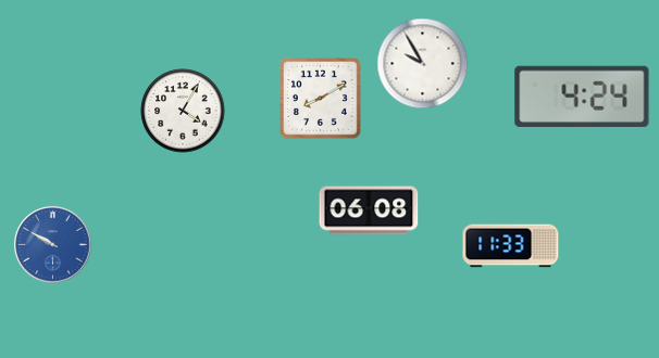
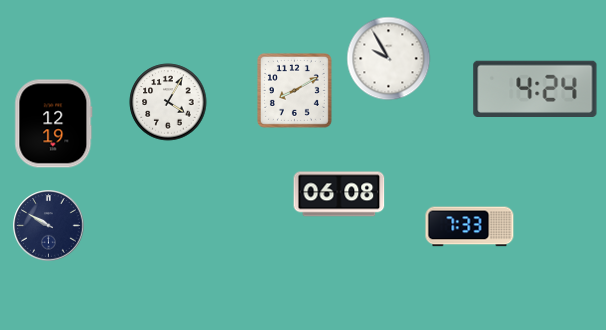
clock at (54, 124): none -> 12:19
clock at (53, 245) dial: blue -> navy
clock at (511, 246): 11:33 -> 7:33
